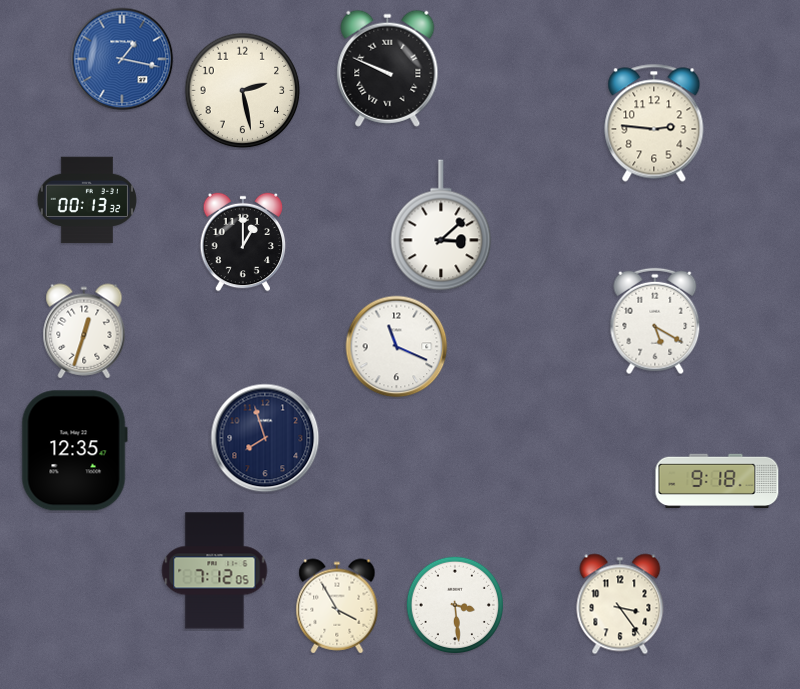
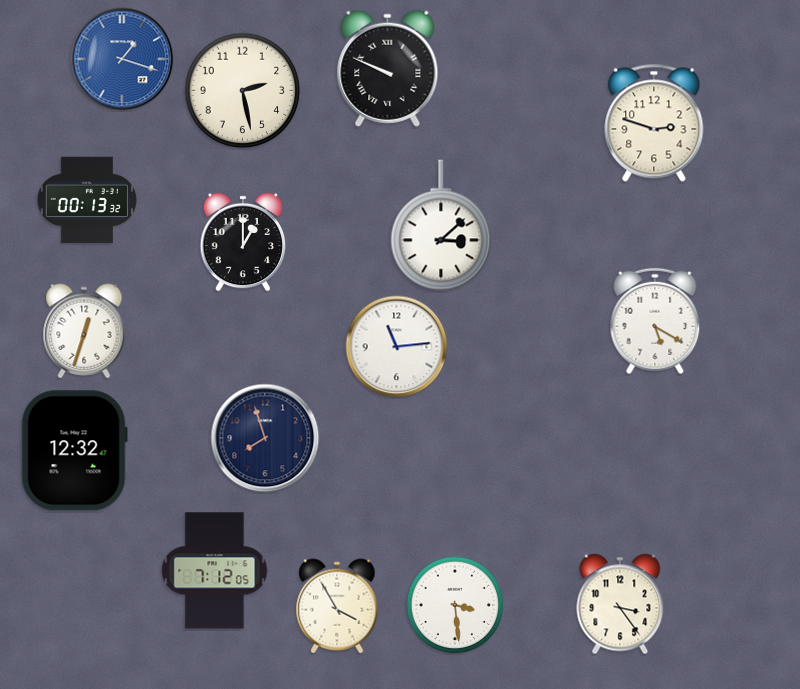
clock at (122, 59): 1:17 -> 1:18
clock at (654, 123): 2:46 -> 2:48
clock at (397, 347): 11:19 -> 11:14
clock at (74, 451): 12:35 -> 12:32
clock at (717, 481): 9:18 -> none
